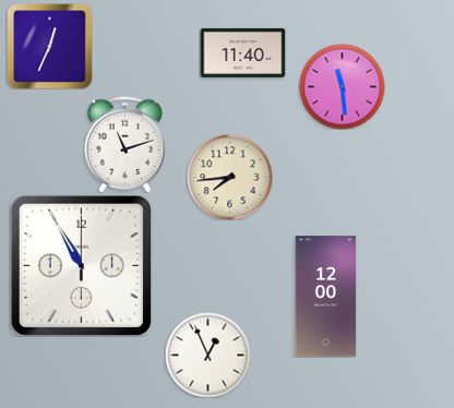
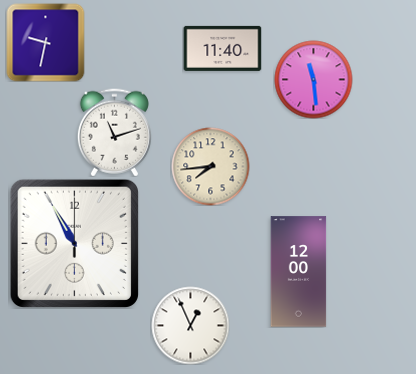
clock at (49, 46): 12:34 -> 9:32
clock at (229, 177) position: (229, 177) -> (210, 166)
